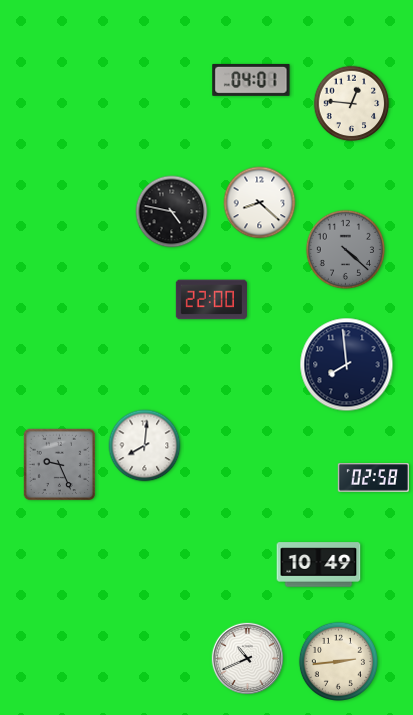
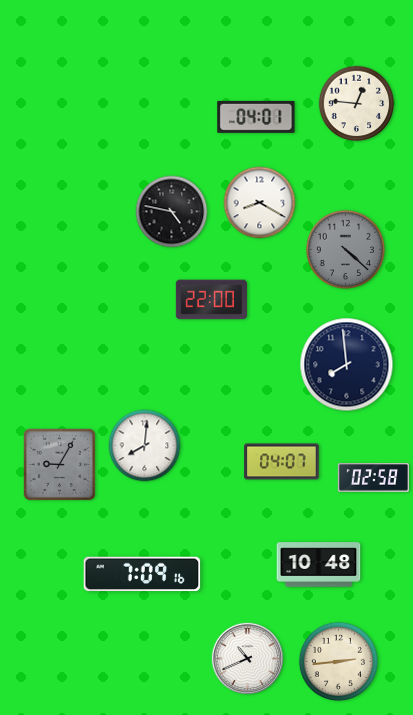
clock at (251, 80) position: (251, 80) -> (256, 117)
clock at (352, 104) position: (352, 104) -> (357, 104)
clock at (260, 203): 8:22 -> 8:20
clock at (282, 462): none -> 04:07
clock at (60, 465): 9:26 -> 9:05
clock at (319, 565): 10:49 -> 10:48
clock at (142, 574): none -> 7:09
